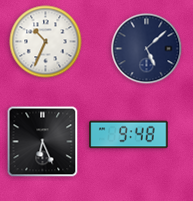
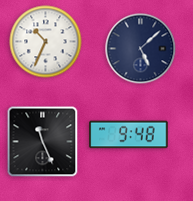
clock at (147, 49) position: (147, 49) -> (141, 49)
clock at (43, 142): 6:26 -> 11:26
